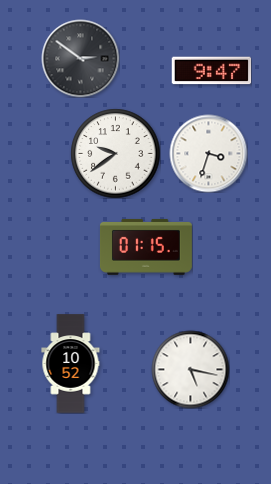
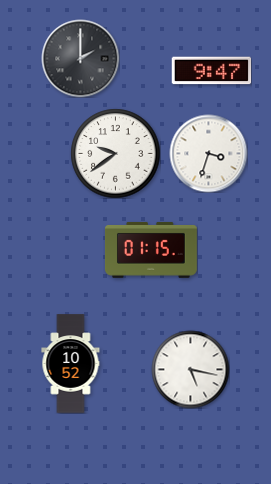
clock at (80, 58): 2:51 -> 2:00
clock at (146, 247) position: (146, 247) -> (151, 250)
